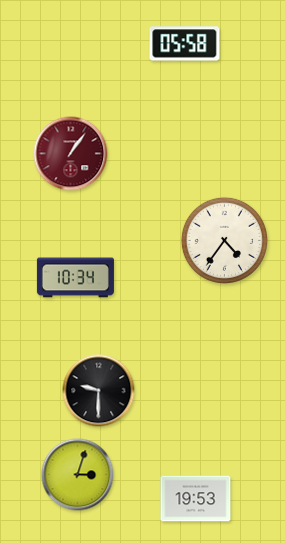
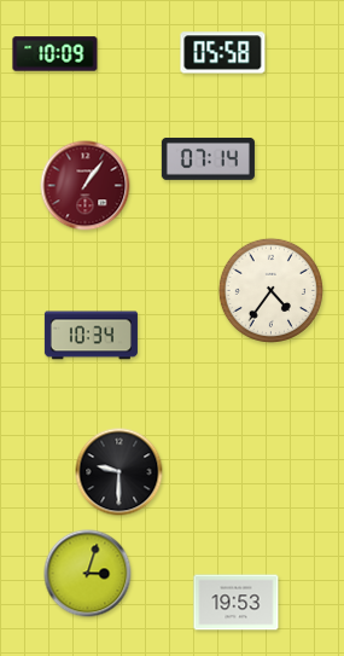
clock at (56, 54): none -> 10:09
clock at (208, 158): none -> 07:14
clock at (78, 475) position: (78, 475) -> (88, 574)
